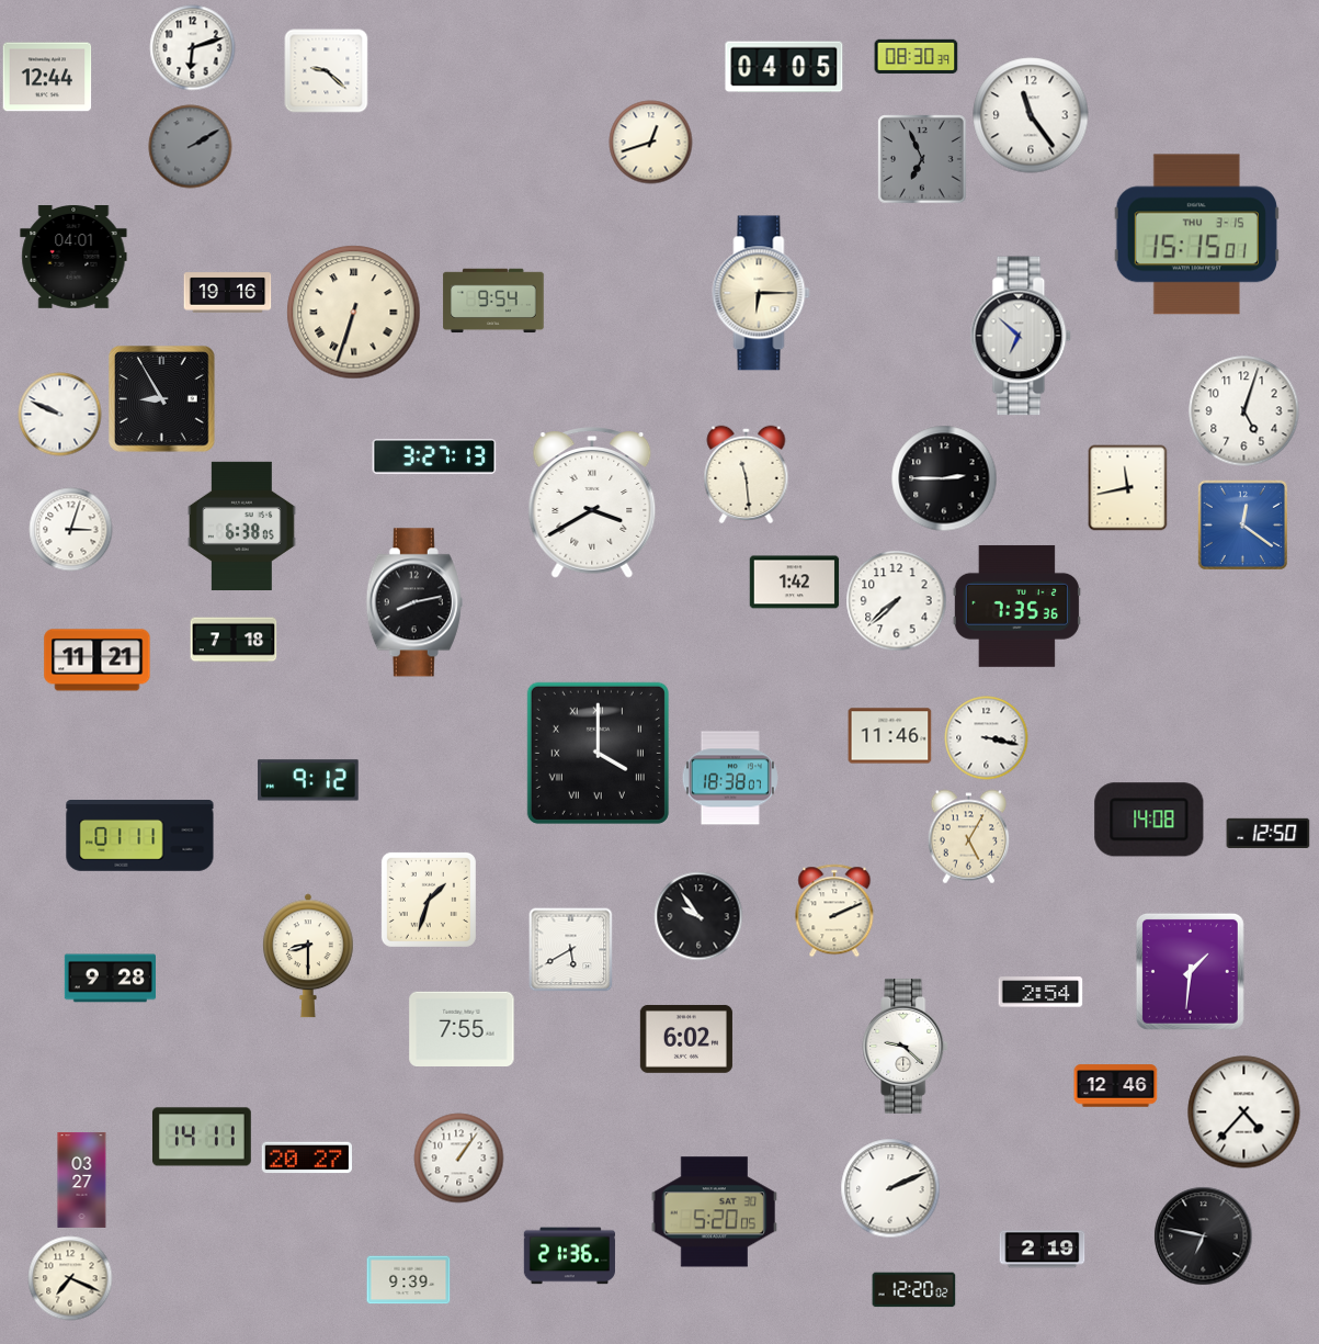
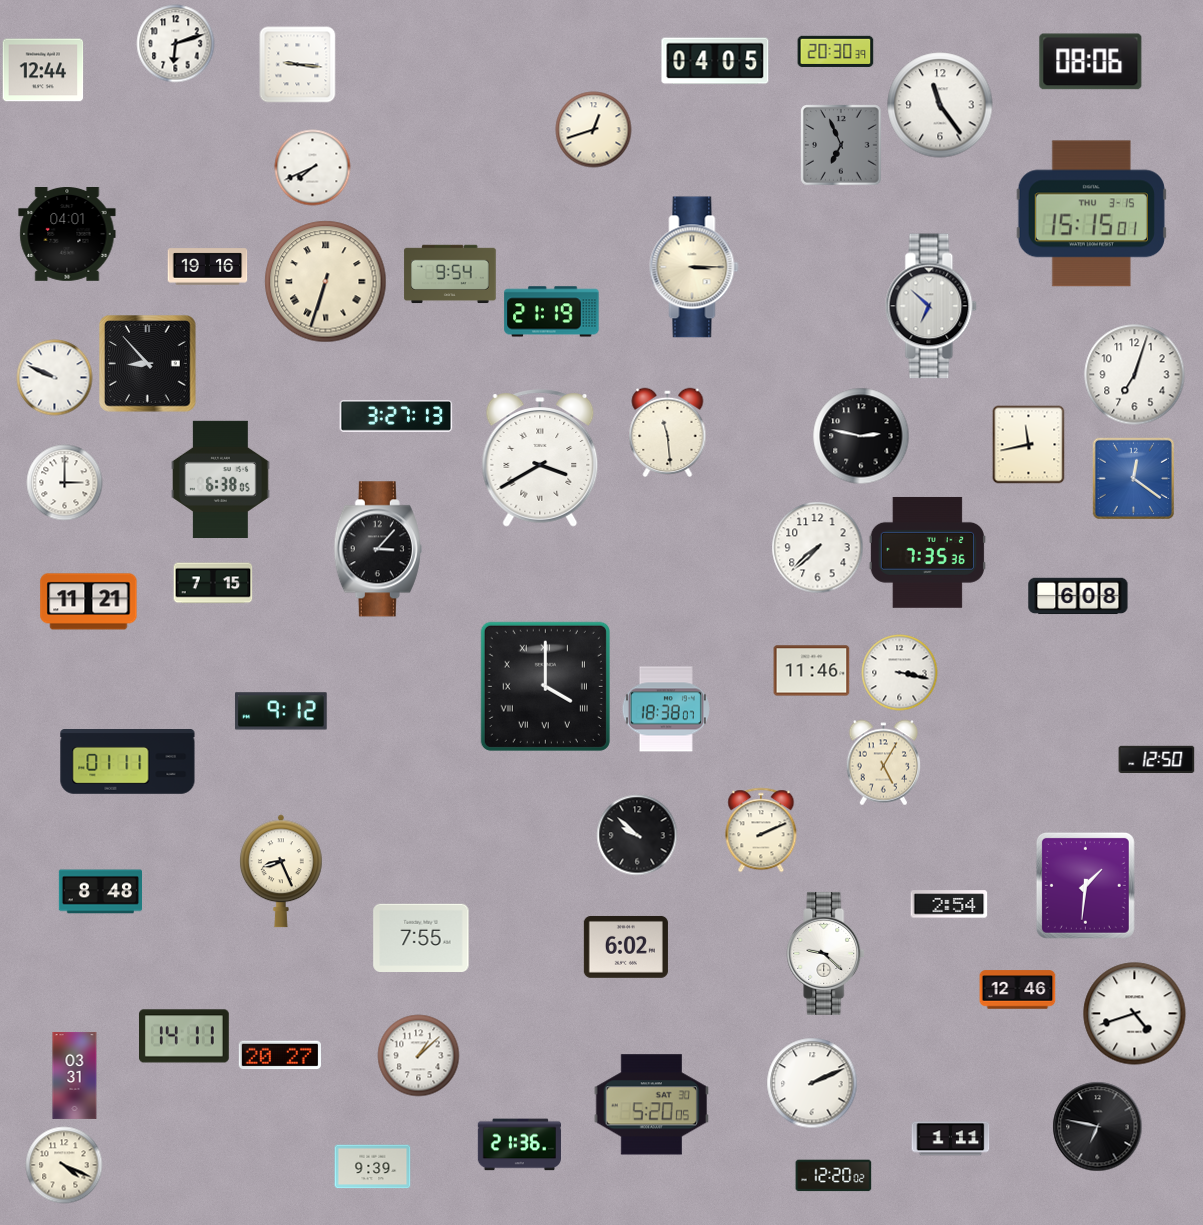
clock at (917, 56): 08:30 -> 20:30
clock at (1091, 62): none -> 08:06
clock at (327, 71): 9:22 -> 9:16
clock at (191, 147): 2:10 -> none
clock at (313, 168): none -> 7:41
clock at (761, 293): 6:15 -> 3:15
clock at (354, 313) position: (354, 313) -> (326, 282)
clock at (552, 312): none -> 21:19
clock at (162, 399): 8:55 -> 8:53
clock at (1244, 411): 5:03 -> 7:03
clock at (747, 474) position: (747, 474) -> (668, 432)
clock at (944, 478): 2:45 -> 2:47
clock at (71, 530): 3:03 -> 3:00
clock at (795, 583): 1:42 -> none
clock at (414, 602): 8:13 -> 3:07
clock at (234, 640): 7:18 -> 7:15
clock at (1078, 596): none -> 6:08
clock at (1149, 820): 14:08 -> none
clock at (429, 900): 1:33 -> none
clock at (698, 916): 9:54 -> 9:52
clock at (571, 950): 5:40 -> none
clock at (308, 956): 8:30 -> 8:26
clock at (110, 979): 9:28 -> 8:48
clock at (1244, 1113): 4:37 -> 4:42
clock at (459, 1159): 1:06 -> 1:08
clock at (82, 1179): 03:27 -> 03:31
clock at (1043, 1250): 2:19 -> 1:11
clock at (70, 1278): 7:19 -> 4:19
